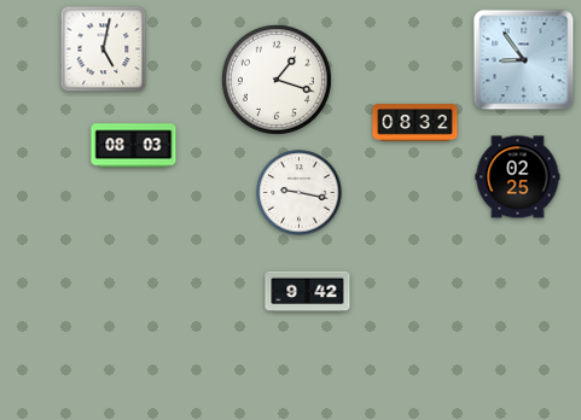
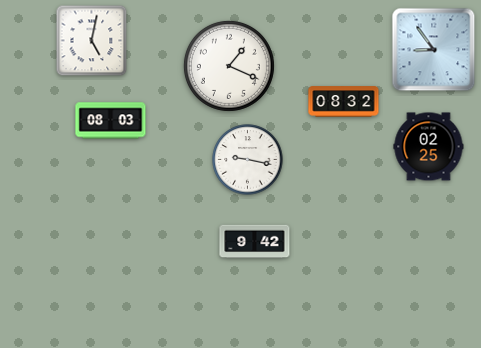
clock at (104, 49) position: (104, 49) -> (92, 41)
clock at (277, 80): 1:18 -> 1:19
